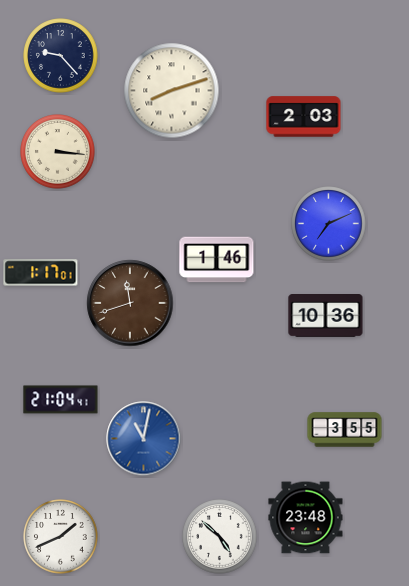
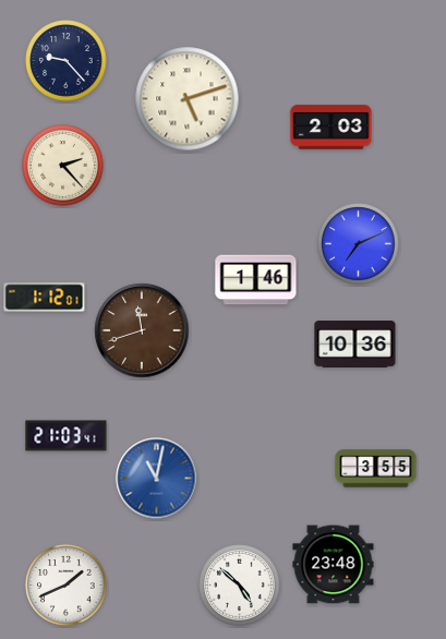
clock at (172, 91): 8:12 -> 5:12
clock at (58, 152): 3:16 -> 2:23
clock at (217, 260) position: (217, 260) -> (256, 280)
clock at (41, 273): 1:17 -> 1:12
clock at (61, 400): 21:04 -> 21:03
